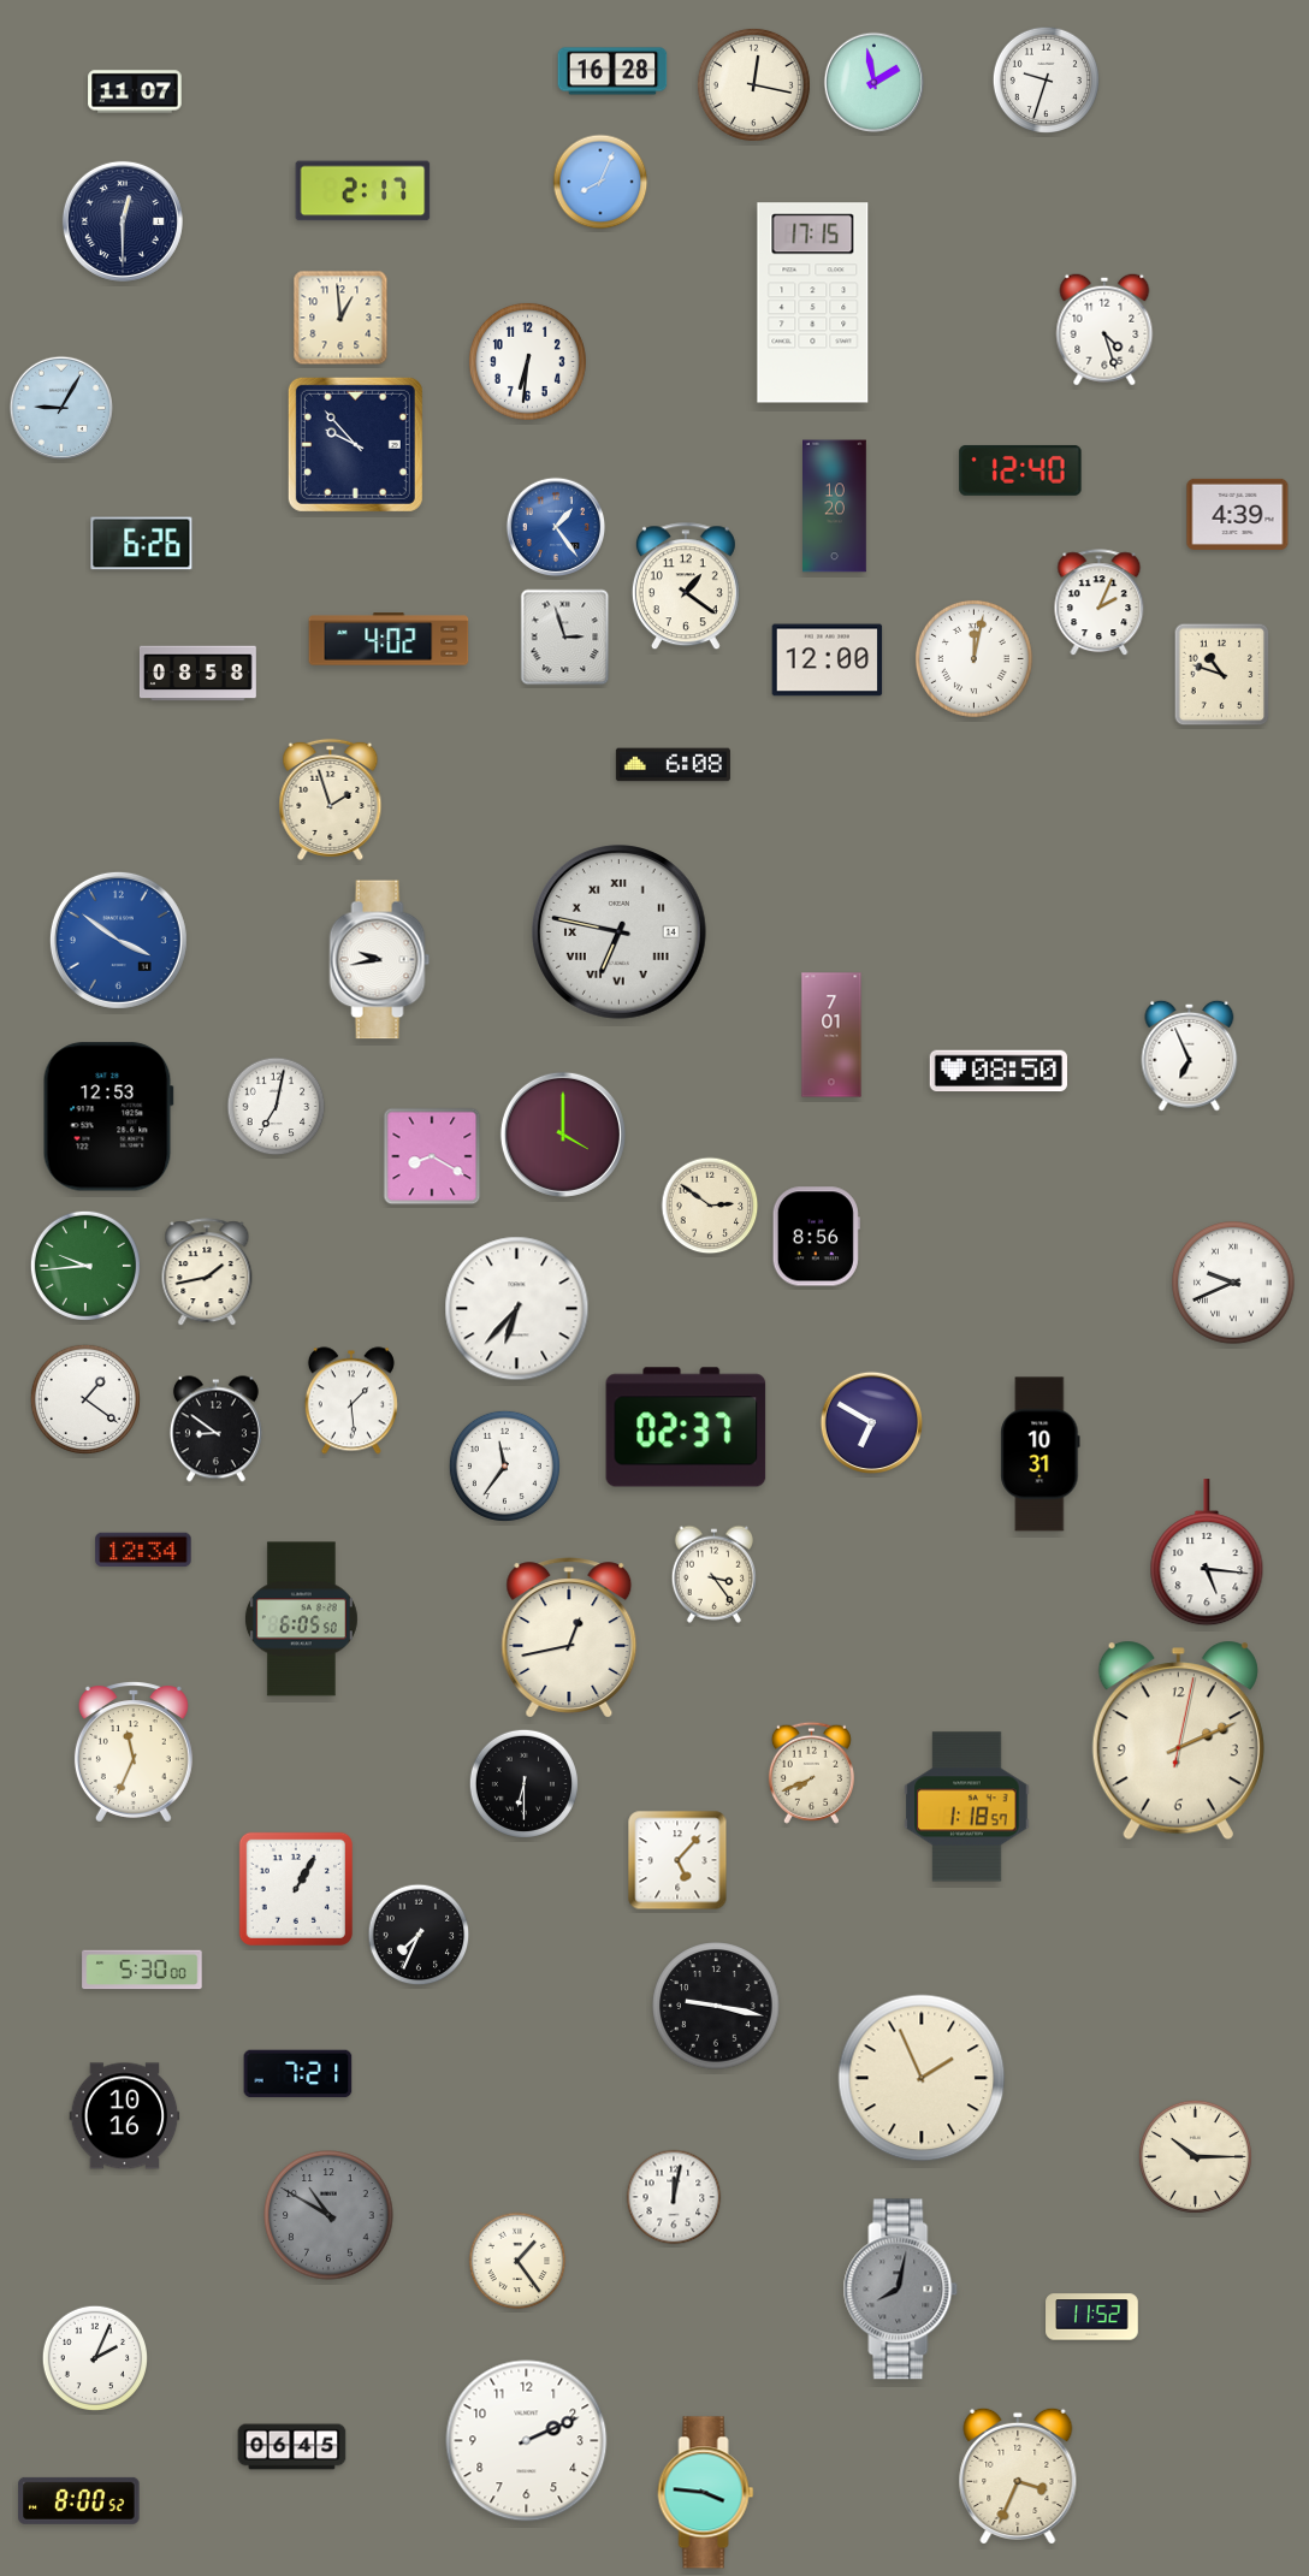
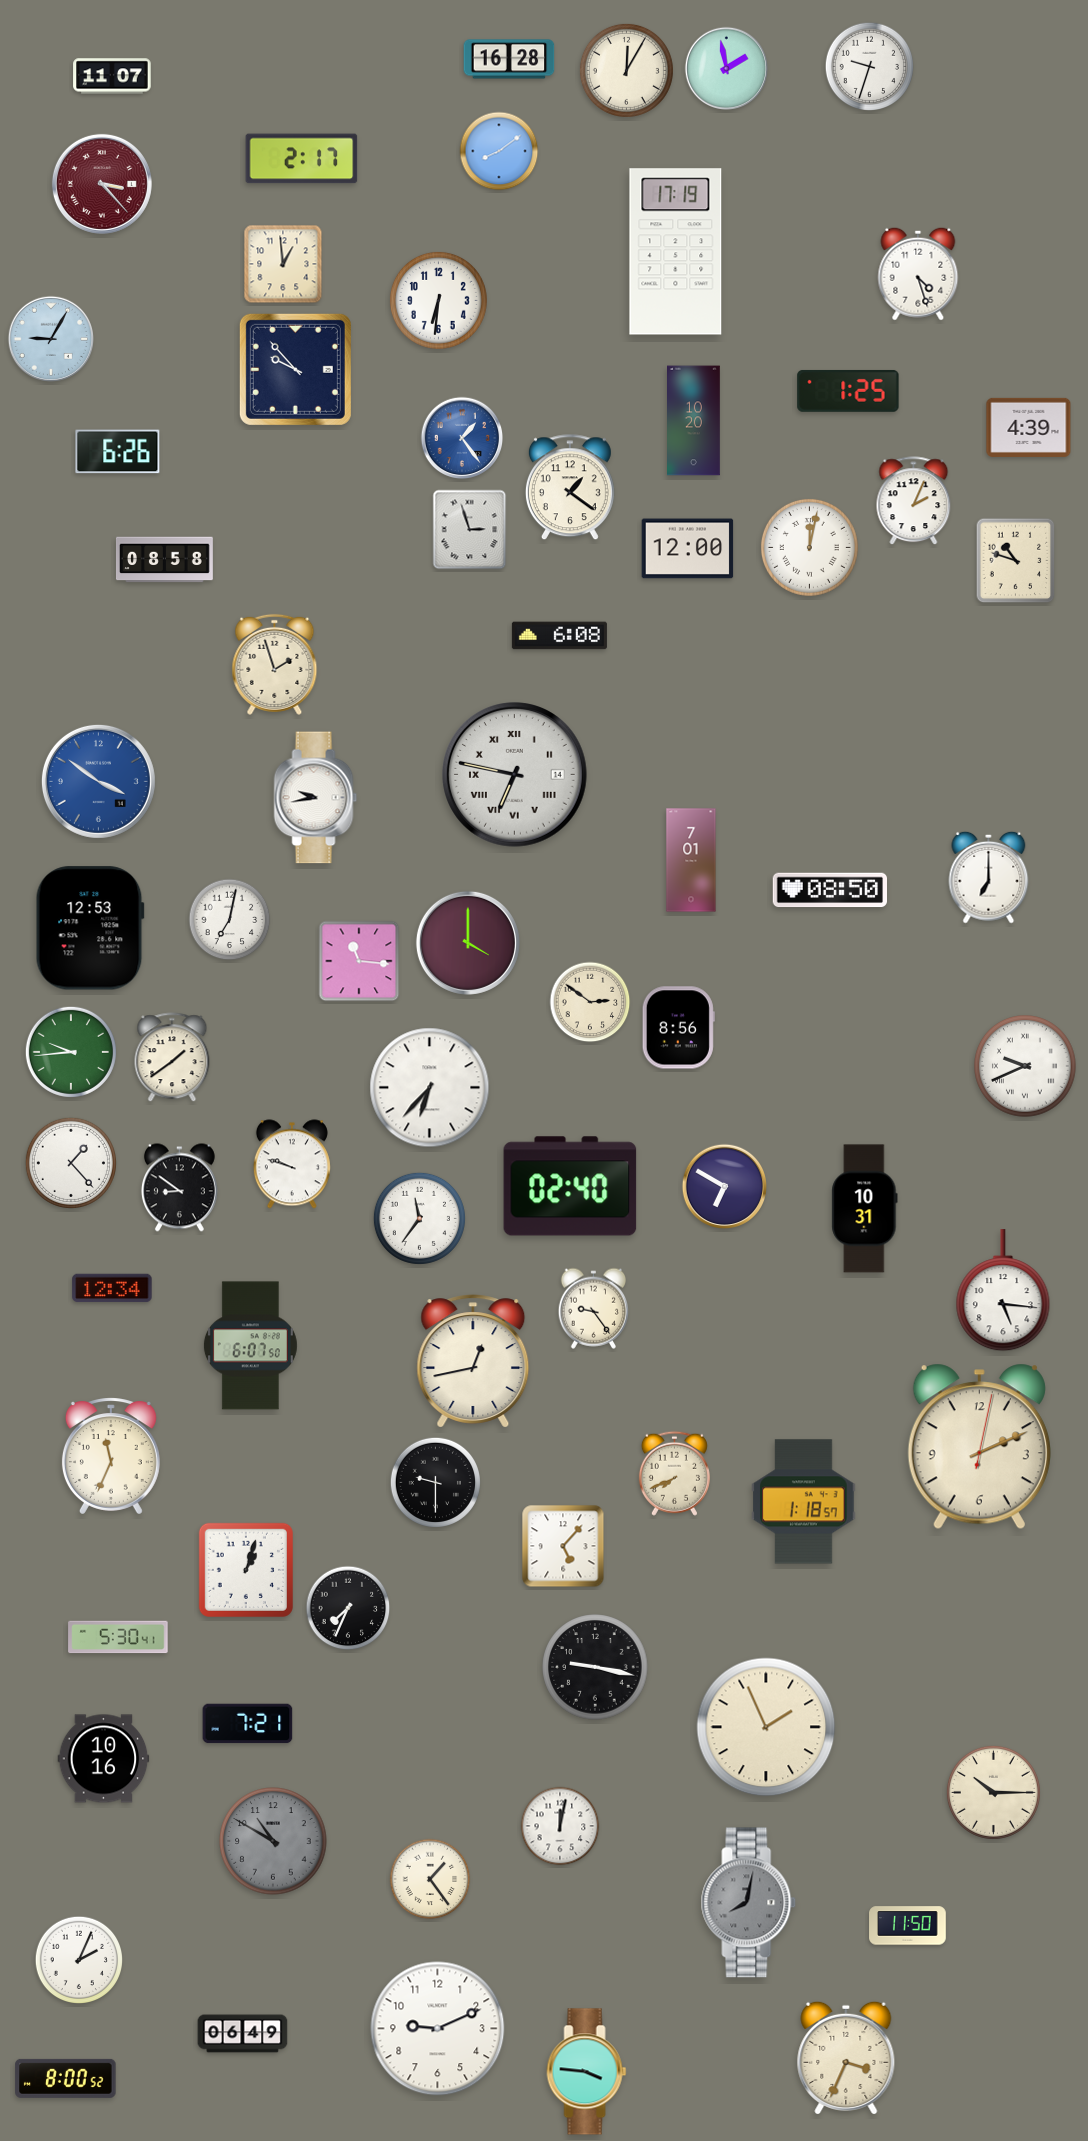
clock at (753, 84): 12:17 -> 12:05
clock at (600, 182): 8:04 -> 8:09
clock at (123, 221): 12:30 -> 3:23
clock at (123, 221) dial: navy -> burgundy
clock at (813, 303): 17:15 -> 17:19
clock at (1020, 470): 12:40 -> 1:25
clock at (389, 639): 4:02 -> none
clock at (1190, 1055): 6:56 -> 7:00
clock at (432, 1156): 8:20 -> 11:16
clock at (207, 1273): 1:43 -> 1:39
clock at (85, 1399): 1:21 -> 1:23
clock at (351, 1400): 1:29 -> 9:48
clock at (871, 1422) position: (871, 1422) -> (724, 1186)
clock at (686, 1427): 02:37 -> 02:40
clock at (143, 1550) position: (143, 1550) -> (112, 1288)
clock at (713, 1574): 3:24 -> 9:24
clock at (301, 1619): 6:05 -> 6:07
clock at (523, 1783): 6:30 -> 9:30
clock at (296, 1889): 1:05 -> 1:03
clock at (142, 1970): 5:30:00 -> 5:30:41
clock at (1092, 2317): 11:52 -> 11:50
clock at (527, 2441): 2:11 -> 9:11
clock at (292, 2447): 06:45 -> 06:49
